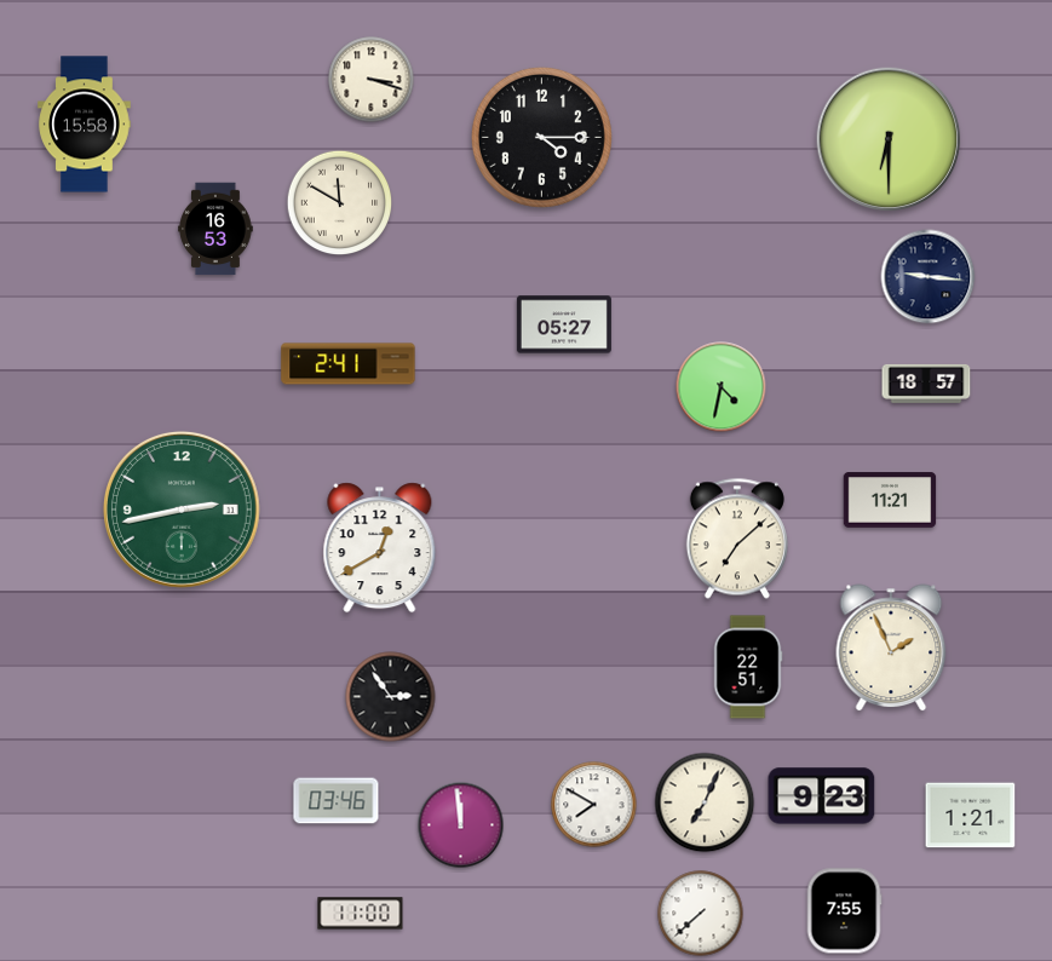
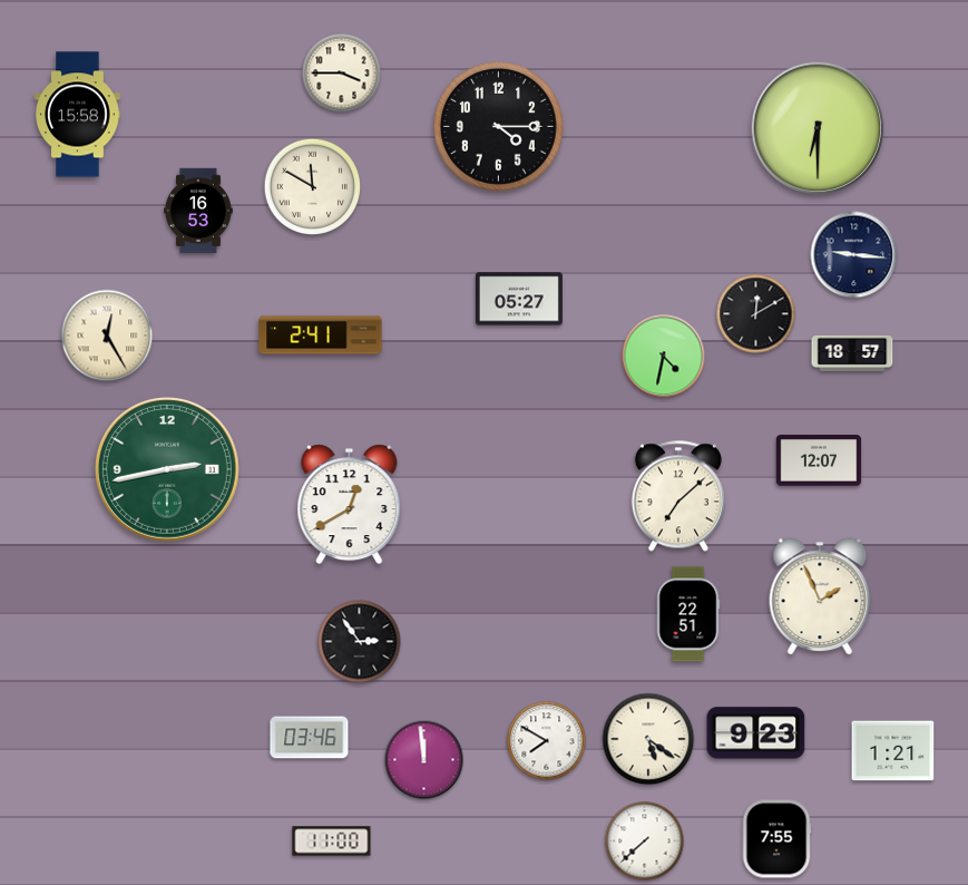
clock at (372, 80): 3:18 -> 3:45
clock at (756, 314): none -> 12:10
clock at (107, 335): none -> 12:25
clock at (890, 500): 11:21 -> 12:07
clock at (705, 802): 7:04 -> 5:21
